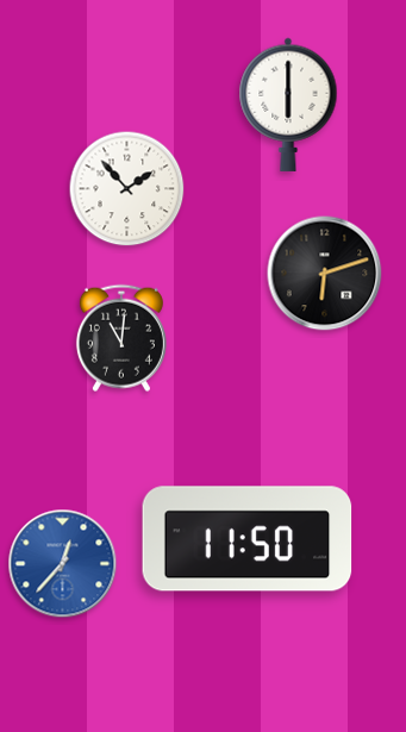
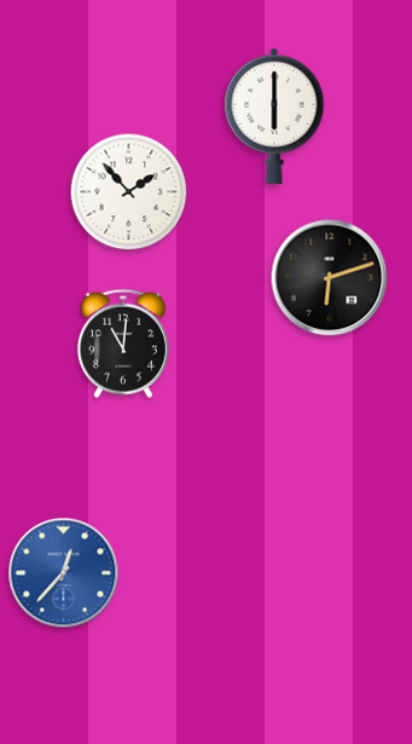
clock at (288, 105) position: (288, 105) -> (274, 116)
clock at (248, 539): 11:50 -> none
